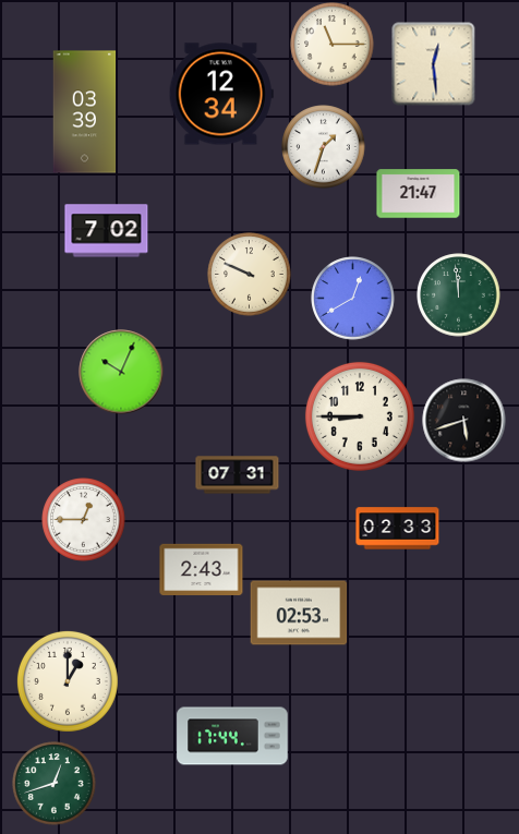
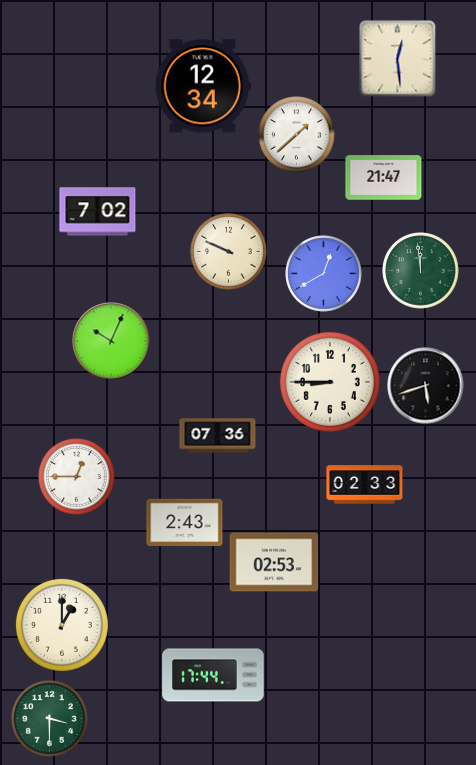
clock at (333, 45): 11:15 -> none
clock at (85, 112): 03:39 -> none
clock at (324, 147): 1:33 -> 1:38
clock at (238, 475): 07:31 -> 07:36
clock at (55, 784): 12:42 -> 3:30
